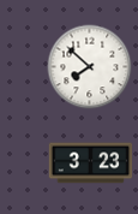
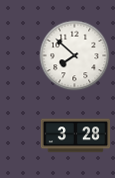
clock at (91, 164): 3:23 -> 3:28
